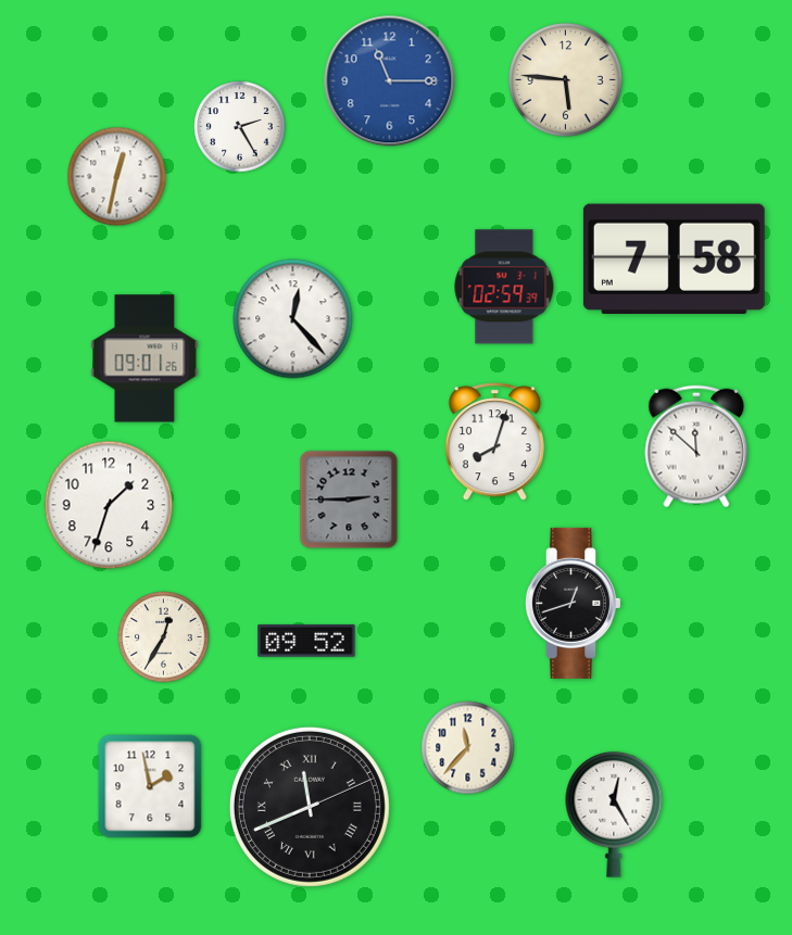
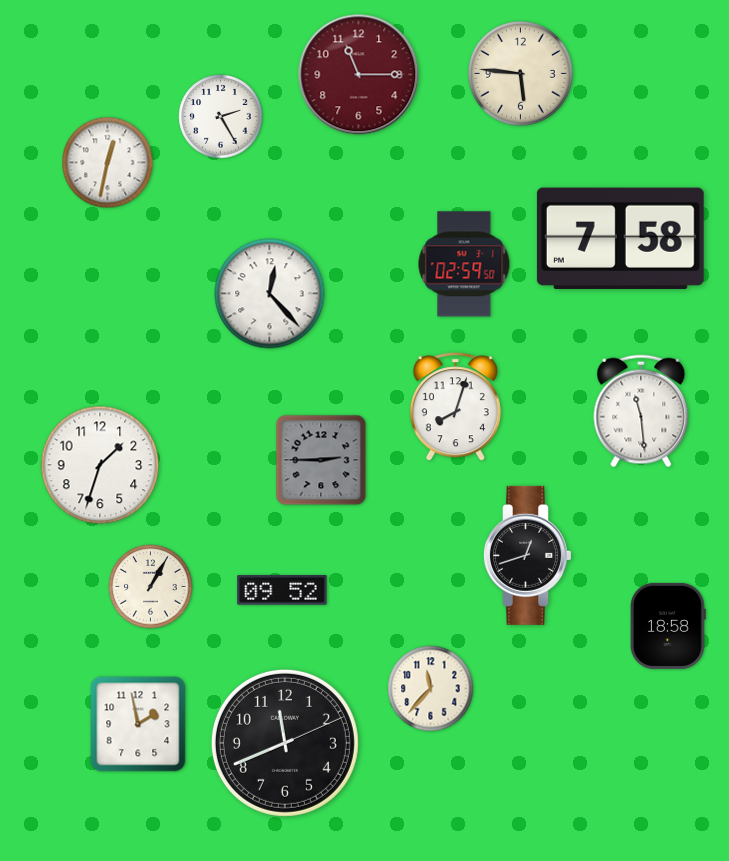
clock at (390, 81) dial: blue -> burgundy
clock at (504, 287): 02:59:39 -> 02:59:50
clock at (144, 358): 09:01 -> none
clock at (696, 446): 11:52 -> 11:29
clock at (164, 637): 12:35 -> 1:05
clock at (668, 626): none -> 18:58
clock at (310, 807) numerals: Roman -> Arabic
clock at (614, 814): 12:25 -> none
